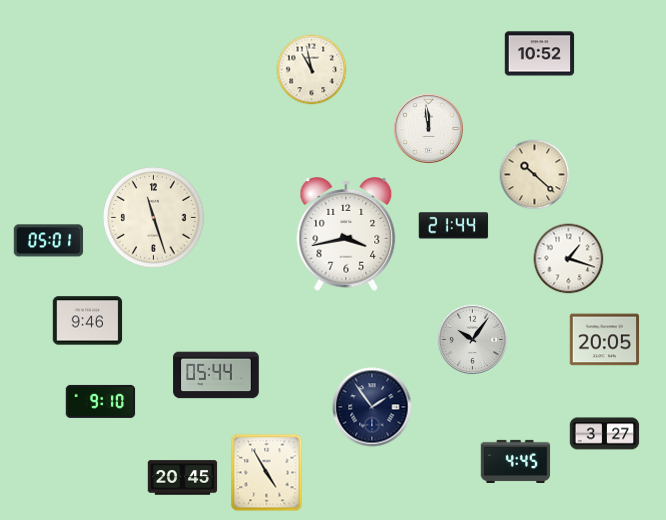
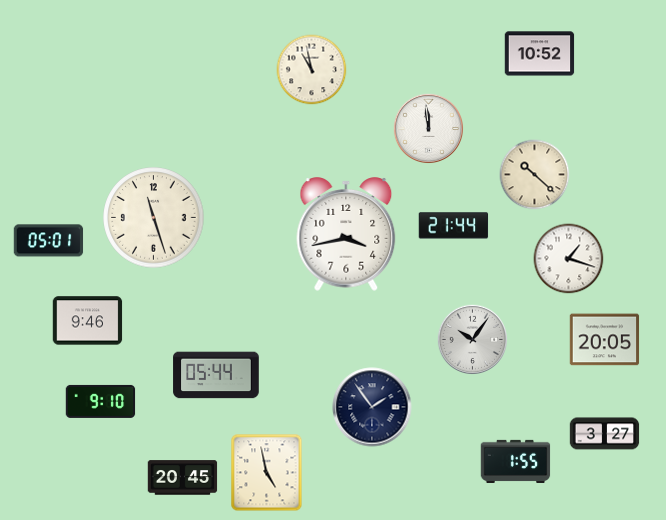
clock at (516, 461): 4:45 -> 1:55
clock at (267, 473): 4:55 -> 4:58
